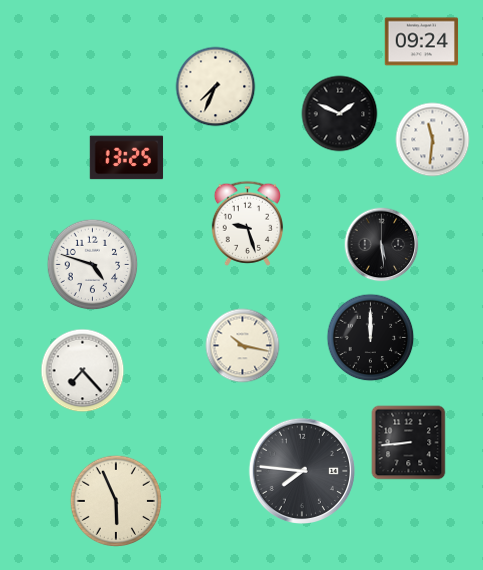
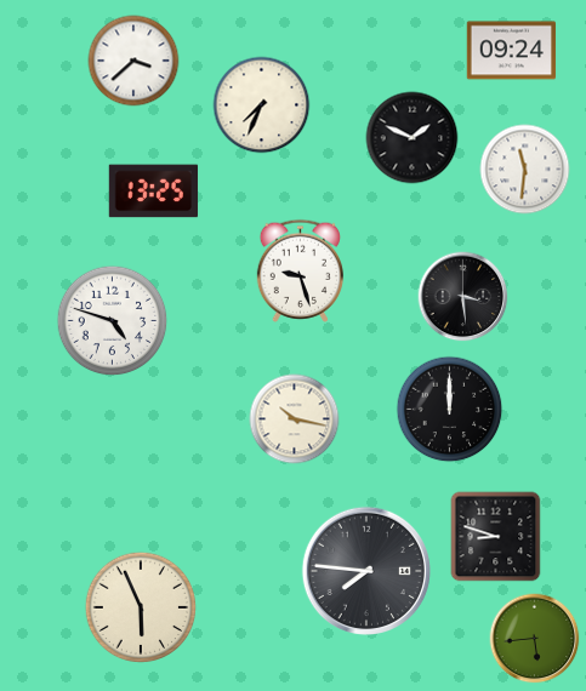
clock at (133, 61): none -> 3:38
clock at (382, 245): 5:29 -> 3:29
clock at (83, 371): 7:23 -> none
clock at (409, 443): 8:44 -> 8:48
clock at (535, 639): none -> 5:44
